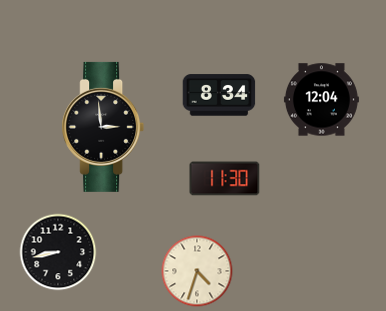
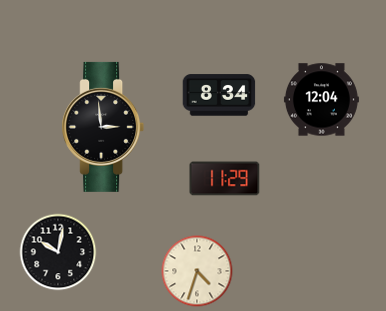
clock at (225, 179): 11:30 -> 11:29
clock at (58, 252): 8:43 -> 10:02
